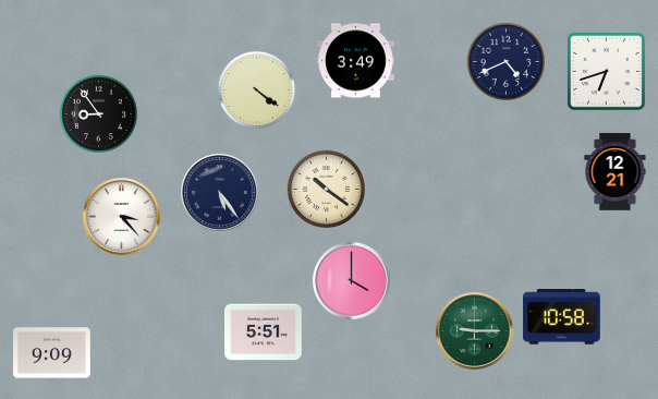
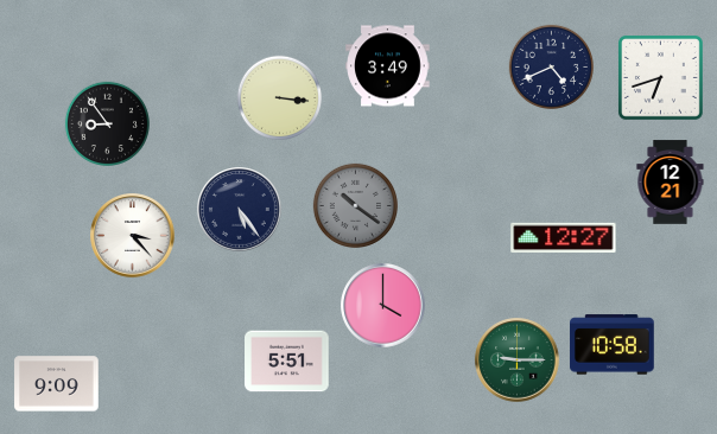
clock at (256, 89): 4:21 -> 3:16
clock at (616, 172) position: (616, 172) -> (671, 183)
clock at (326, 189) dial: cream -> grey
clock at (564, 237): none -> 12:27
